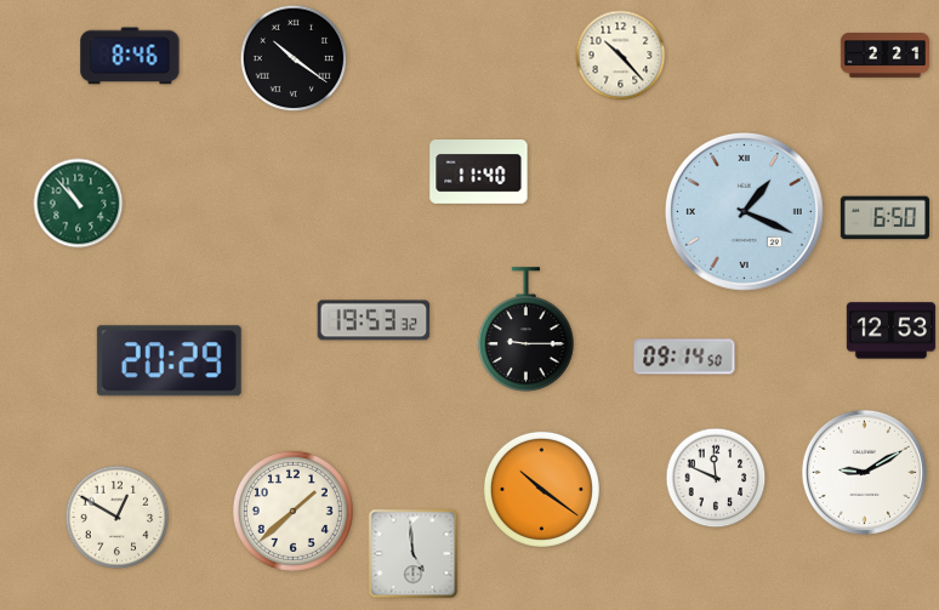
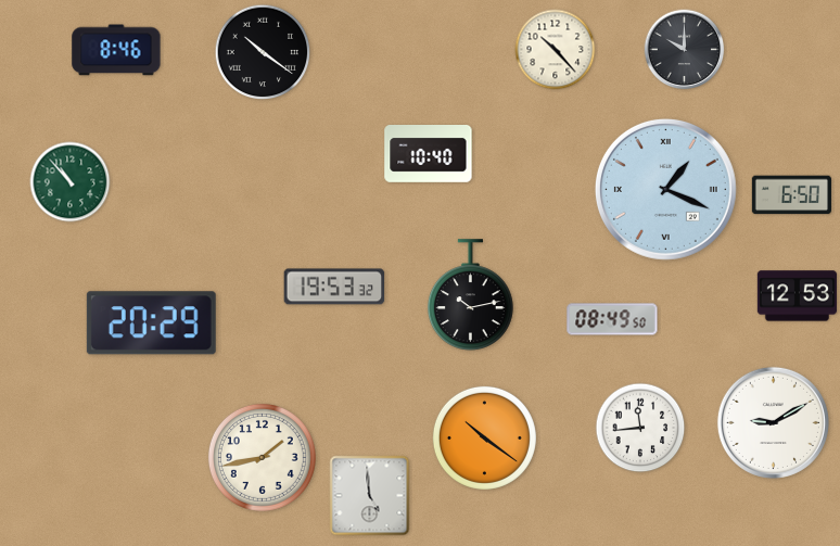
clock at (685, 50): none -> 10:00
clock at (884, 56): 2:21 -> none
clock at (479, 172): 11:40 -> 10:40
clock at (525, 330): 9:15 -> 10:13
clock at (684, 357): 09:14 -> 08:49
clock at (716, 478): 11:49 -> 11:44
clock at (292, 511): 1:38 -> 1:43
clock at (118, 518): 12:50 -> none
